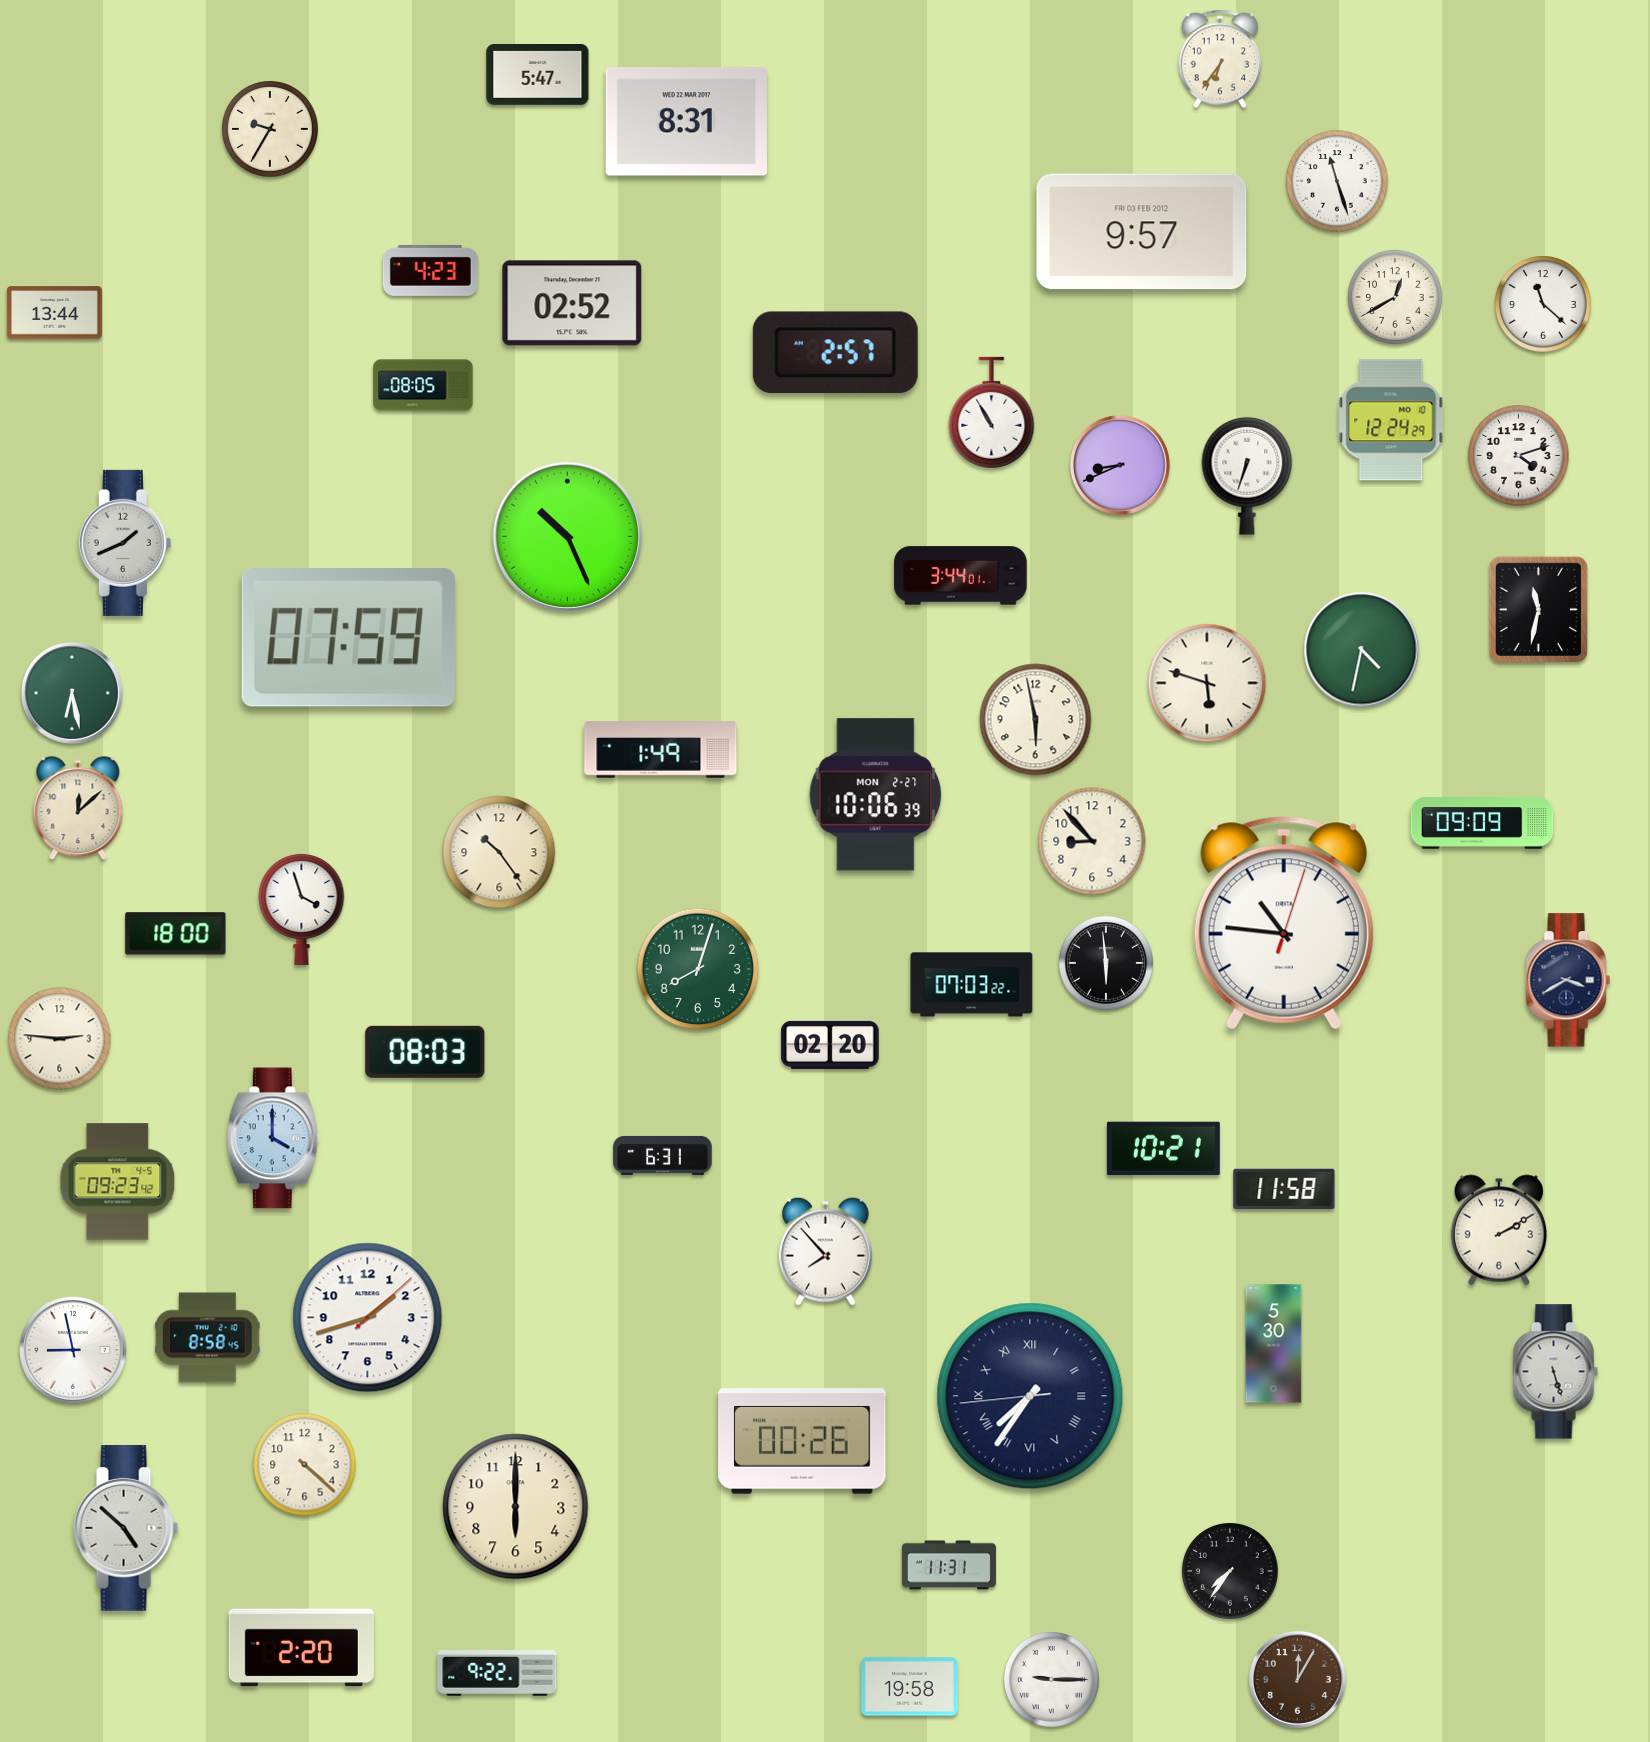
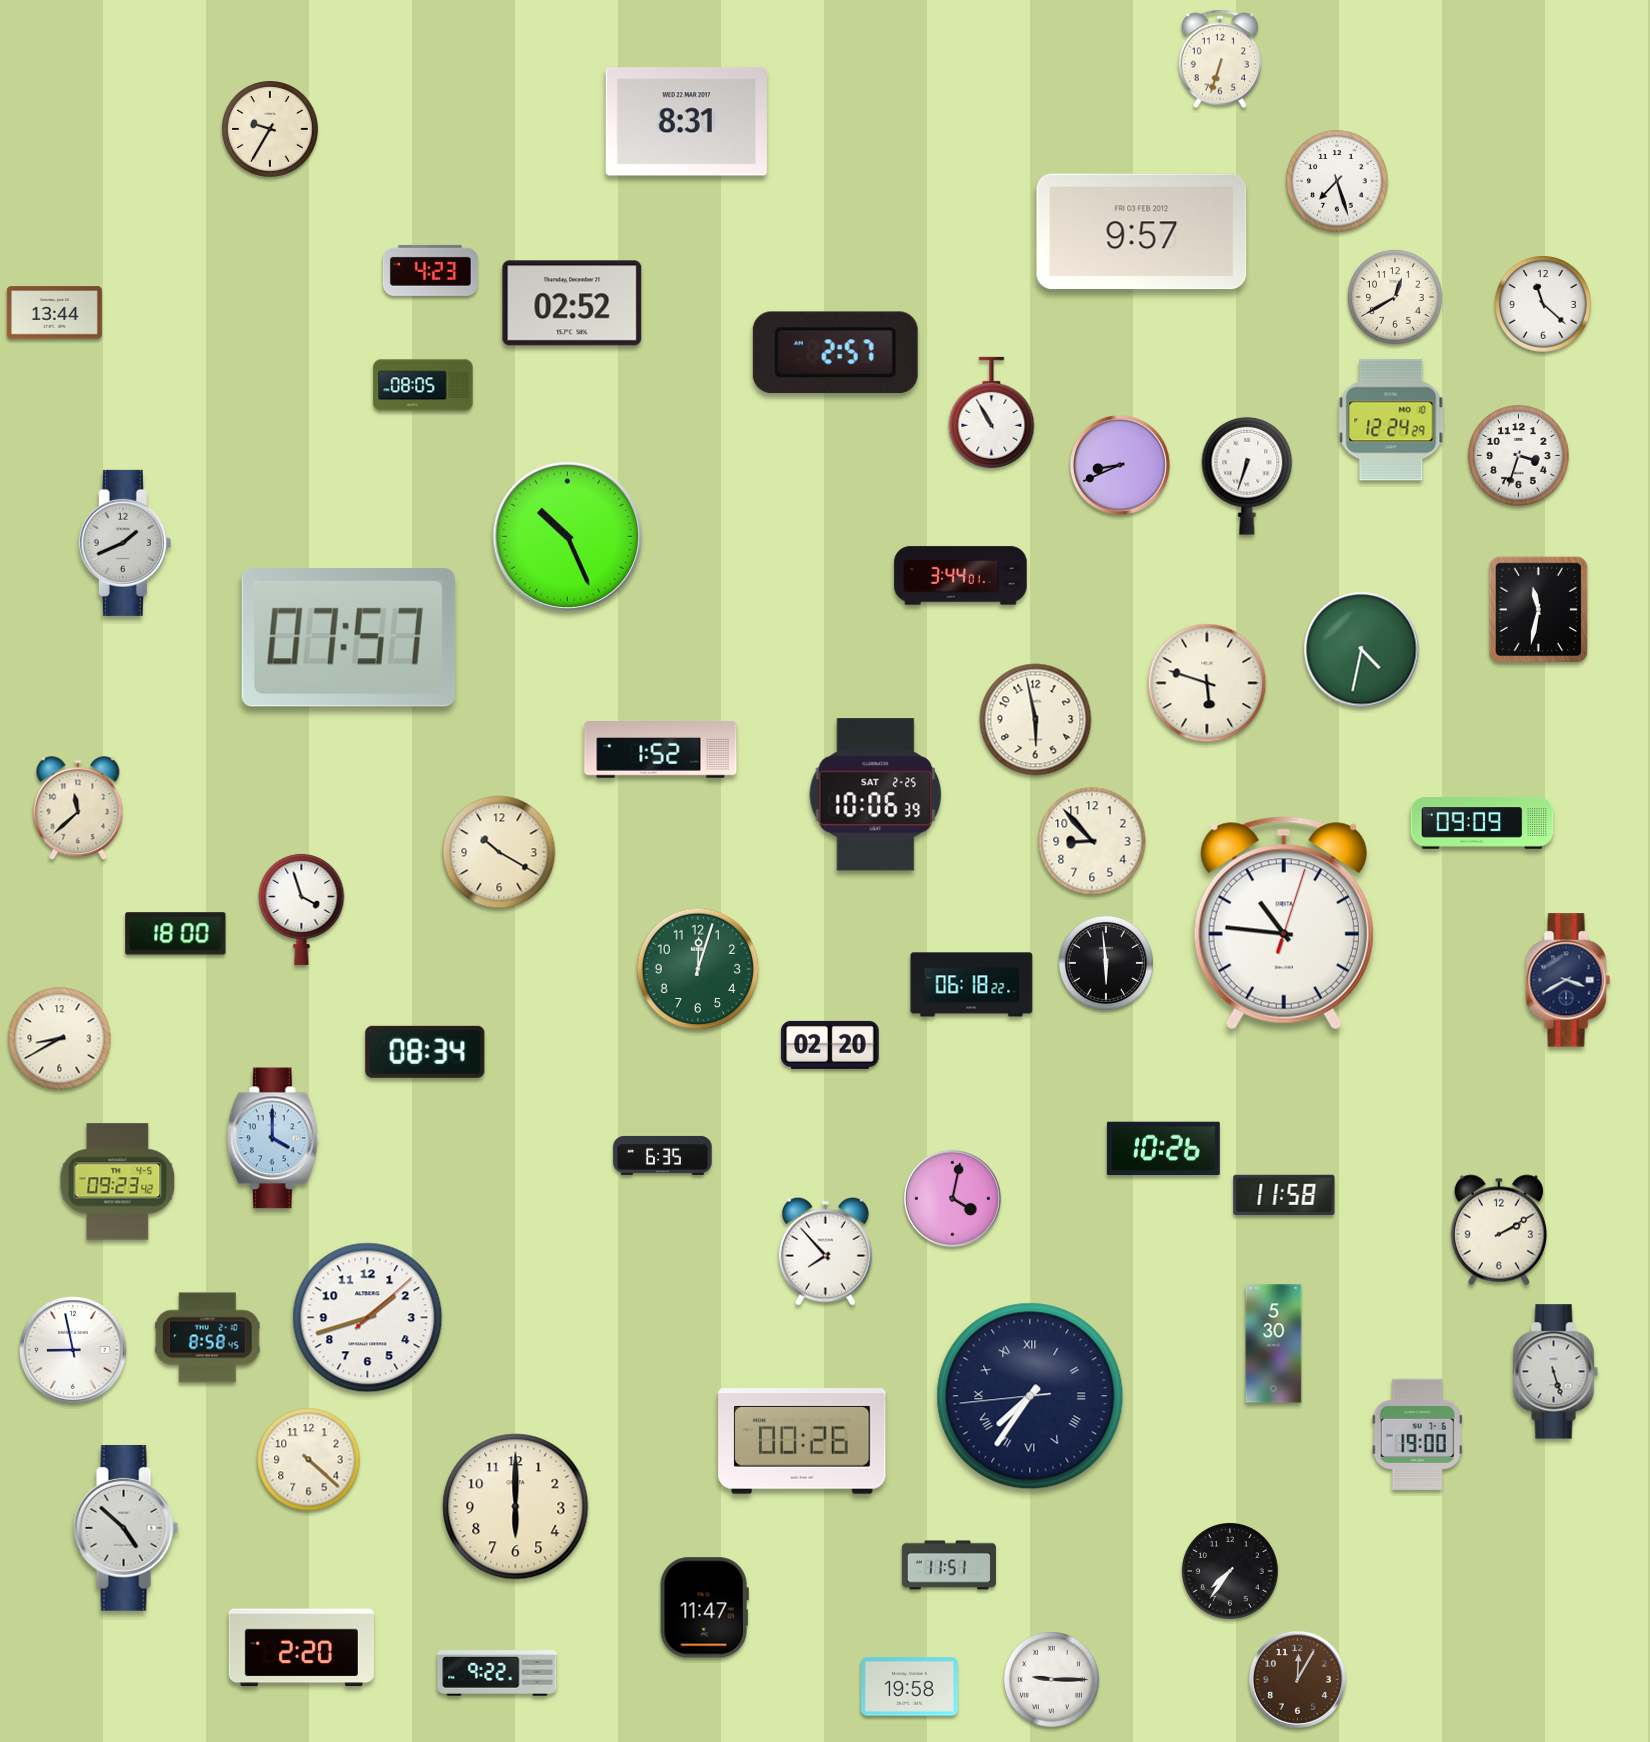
clock at (1219, 59): 6:36 -> 6:33
clock at (538, 75): 5:47 -> none
clock at (1337, 181): 11:27 -> 7:27
clock at (1519, 456): 4:12 -> 3:33
clock at (348, 638): 07:59 -> 07:57
clock at (73, 694): 6:28 -> none
clock at (661, 750): 1:49 -> 1:52
clock at (876, 795) date: MON 2-27 -> SAT 2-25
clock at (78, 809): 12:08 -> 11:38
clock at (499, 852): 10:24 -> 10:20
clock at (698, 969): 8:03 -> 12:03
clock at (972, 985): 07:03 -> 06:18
clock at (60, 1039): 2:46 -> 8:40
clock at (425, 1052): 08:03 -> 08:34
clock at (1163, 1149): 10:21 -> 10:26
clock at (663, 1155): 6:31 -> 6:35
clock at (1284, 1188) position: (1284, 1188) -> (1284, 1194)
clock at (952, 1198): none -> 4:02
clock at (1417, 1434): none -> 19:00
clock at (305, 1465) position: (305, 1465) -> (309, 1460)
clock at (949, 1565): 11:31 -> 11:51
clock at (704, 1608): none -> 11:47
